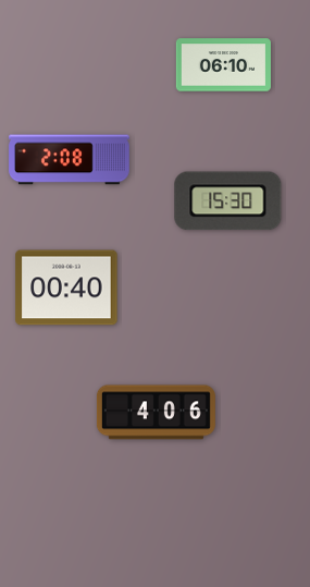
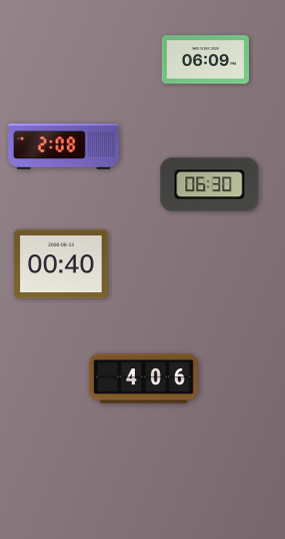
clock at (223, 65): 06:10 -> 06:09
clock at (228, 201): 15:30 -> 06:30
